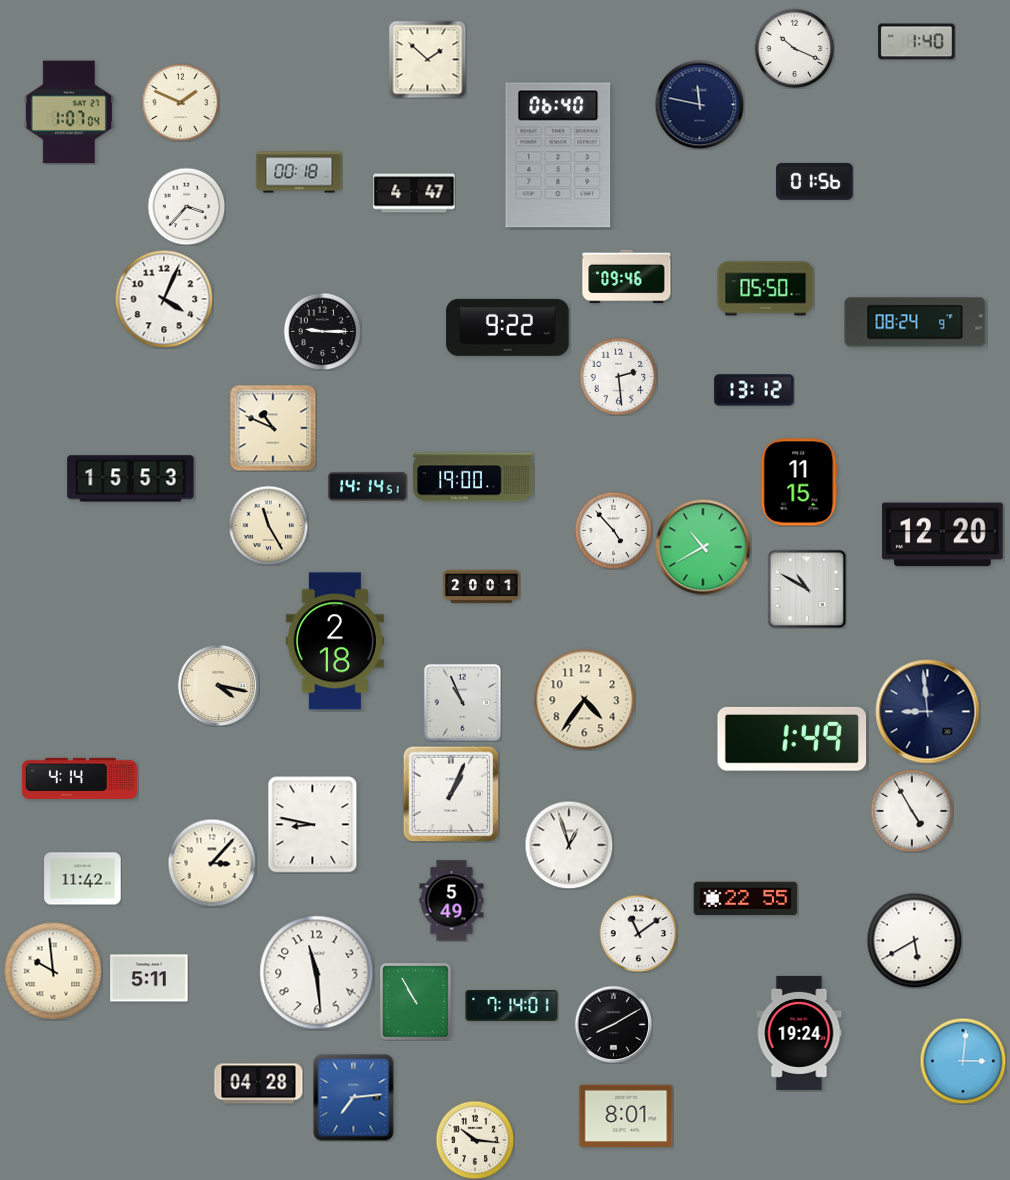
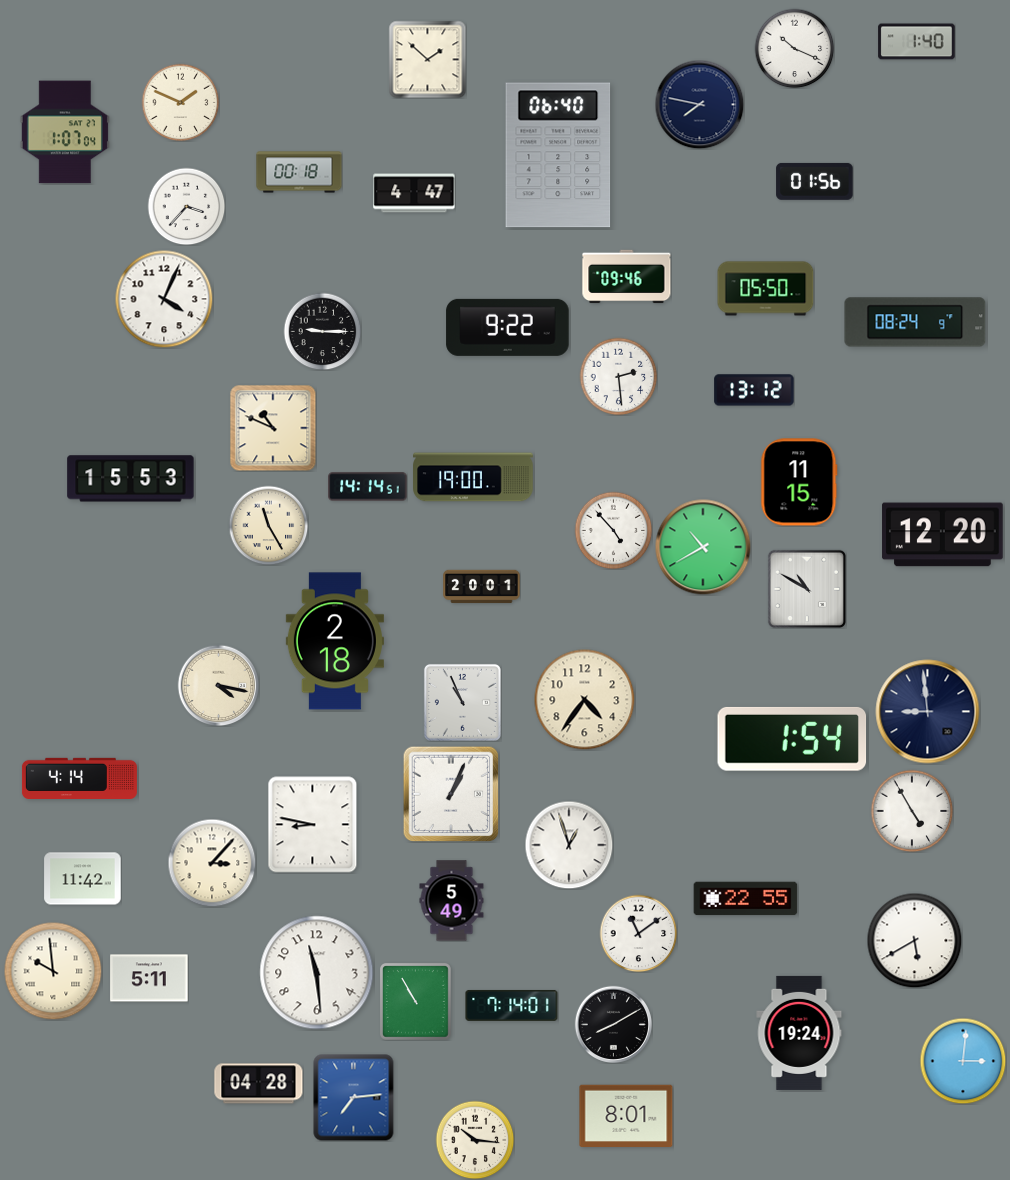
clock at (699, 104): 11:47 -> 7:47
clock at (69, 112) position: (69, 112) -> (65, 132)
clock at (792, 739): 1:49 -> 1:54
